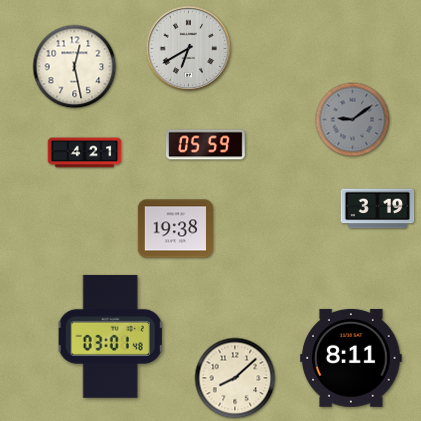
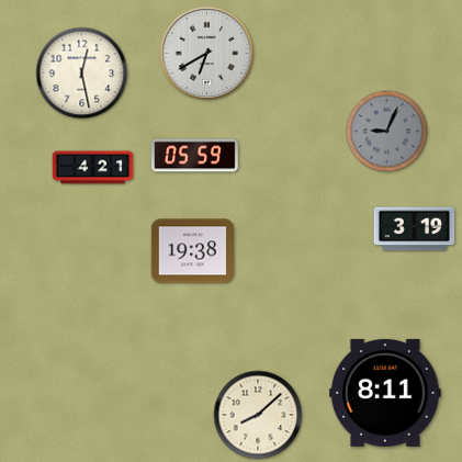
clock at (353, 120): 9:09 -> 9:04
clock at (206, 145) position: (206, 145) -> (195, 156)
clock at (110, 336): 03:01 -> none
